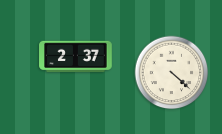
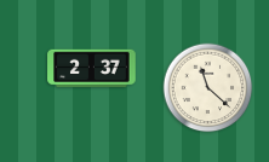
clock at (172, 73): 4:22 -> 11:22
